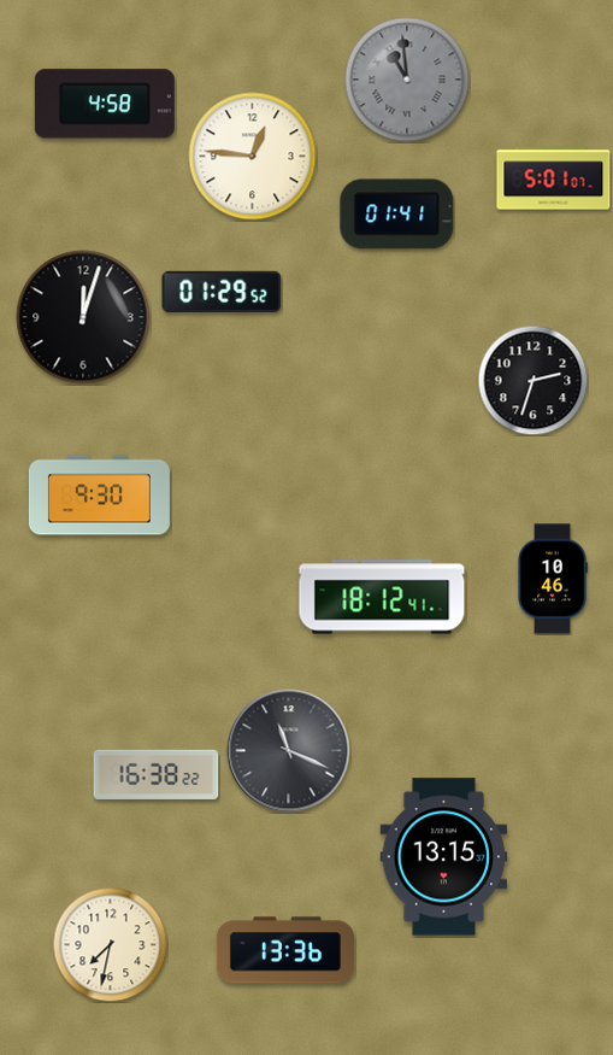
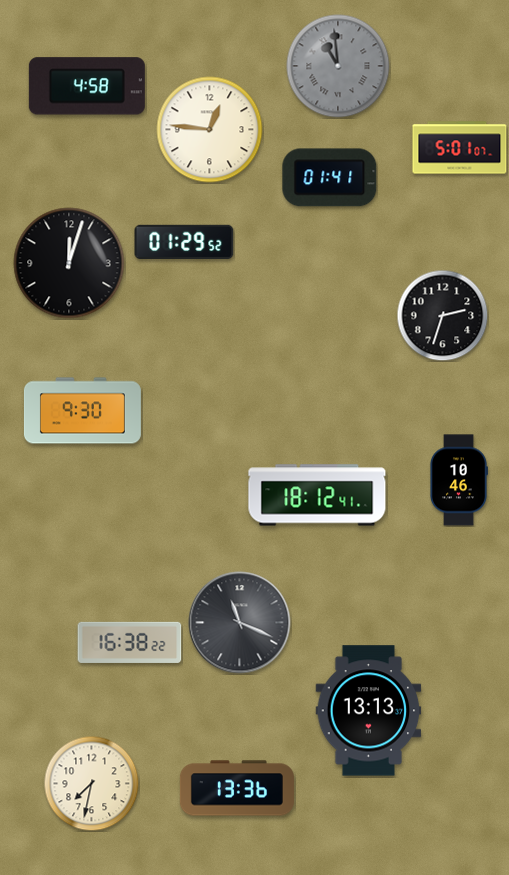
clock at (444, 857): 13:15 -> 13:13
